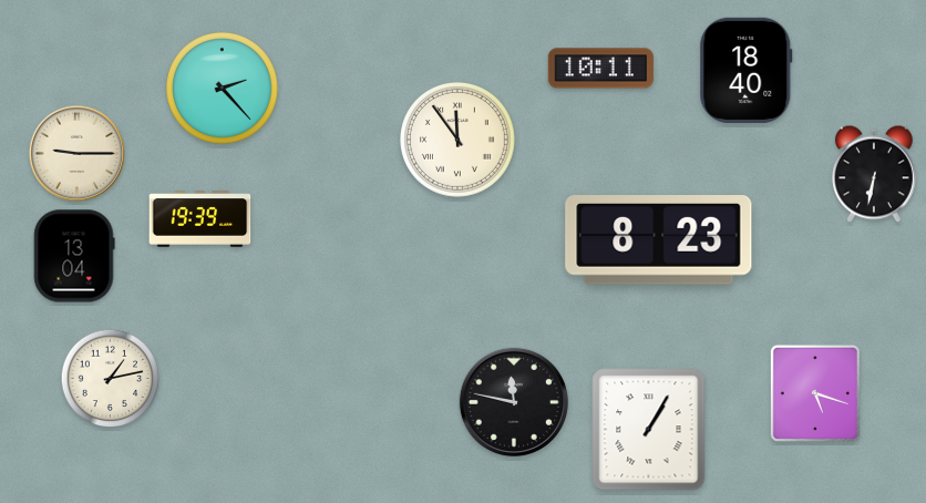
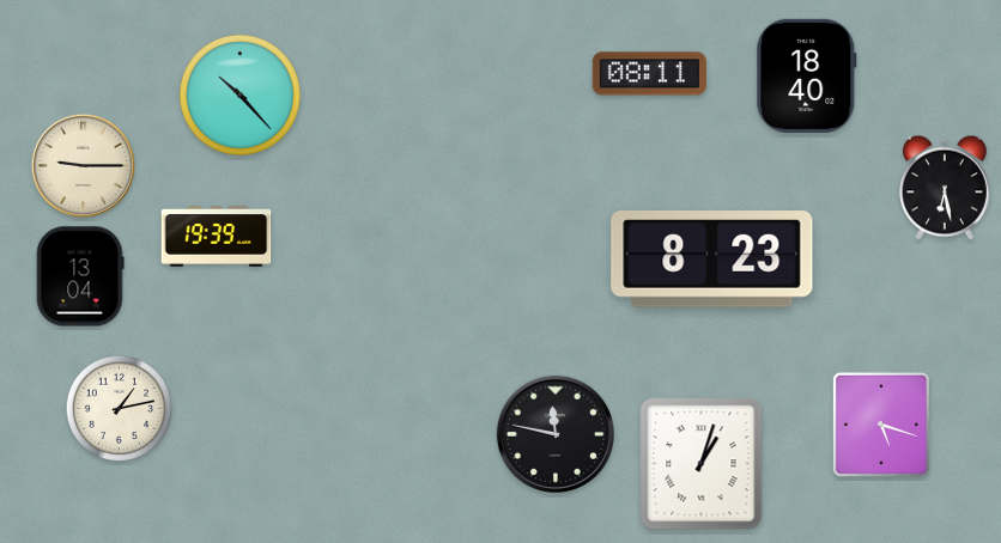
clock at (600, 69): 10:11 -> 08:11
clock at (222, 88): 2:23 -> 10:23
clock at (459, 141): 11:54 -> none
clock at (874, 174): 6:32 -> 6:28
clock at (649, 430): 1:05 -> 1:03
